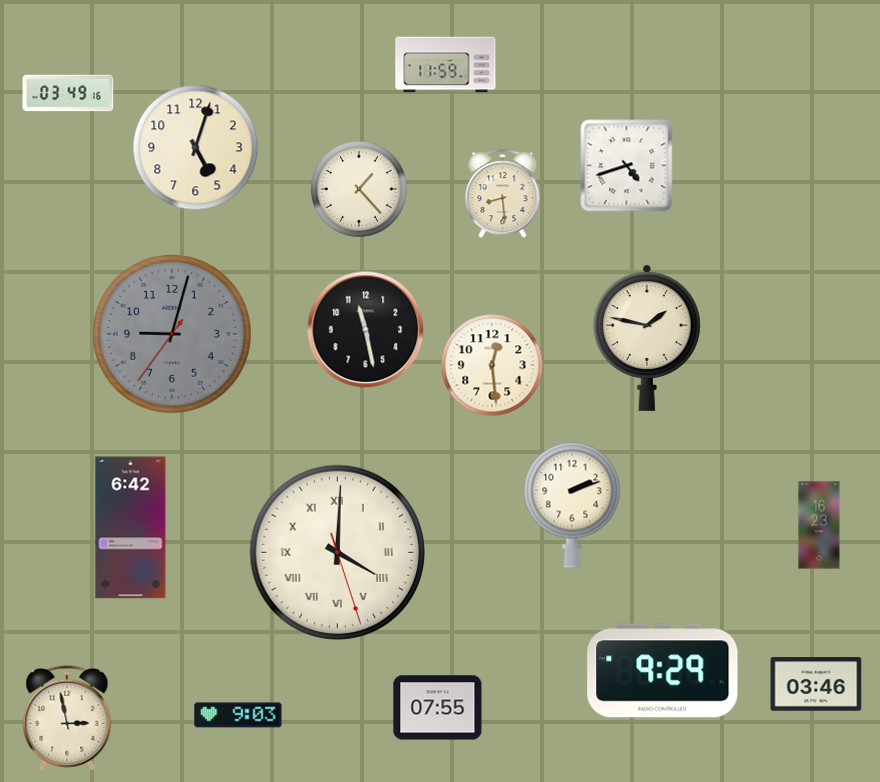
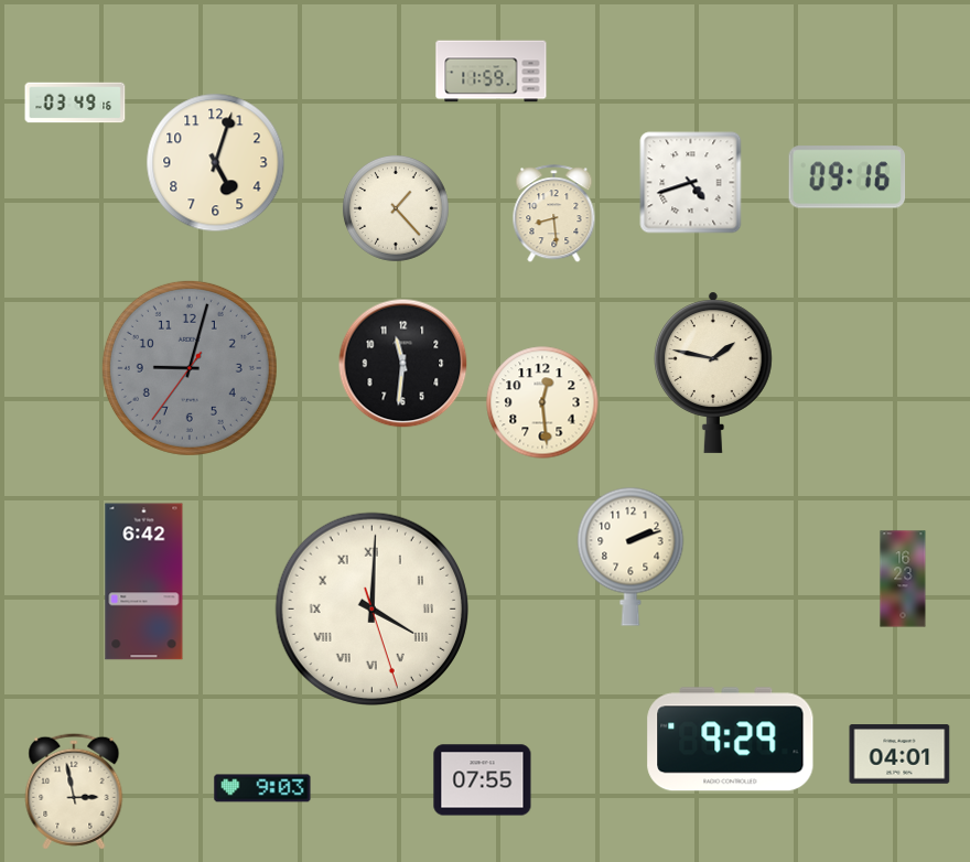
clock at (848, 177): none -> 09:16
clock at (366, 330): 11:28 -> 11:31
clock at (816, 684): 03:46 -> 04:01
